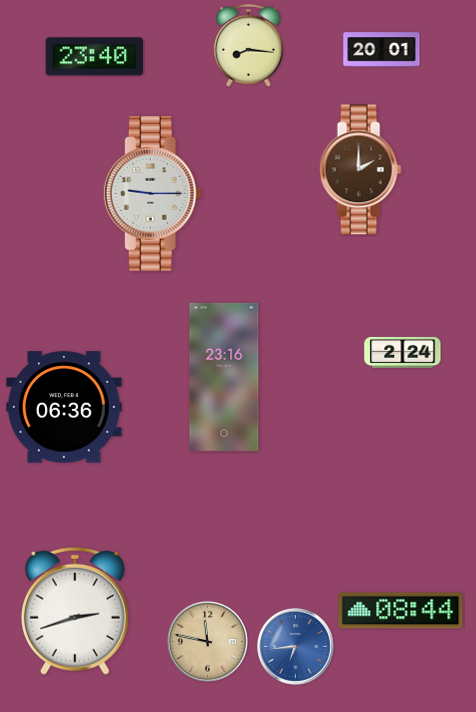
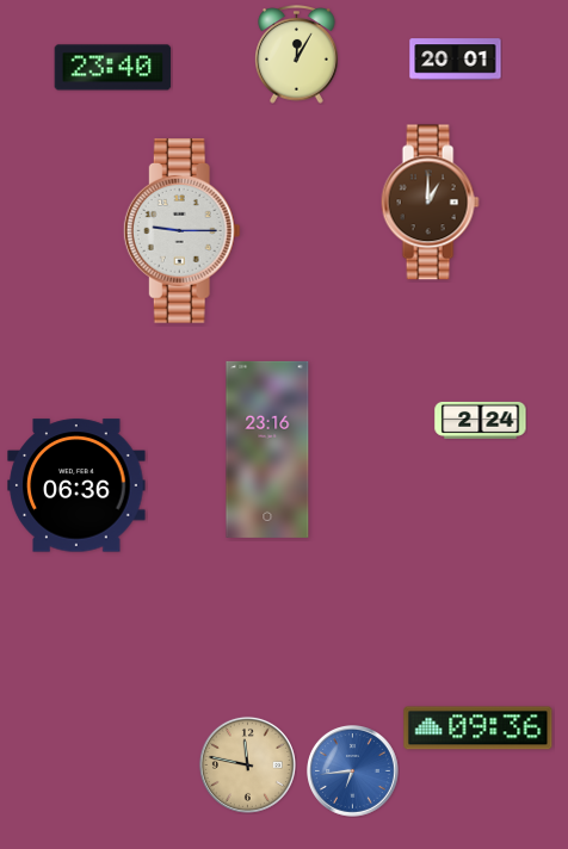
clock at (249, 46): 8:16 -> 12:05
clock at (360, 170): 2:00 -> 1:00
clock at (75, 611): 2:42 -> none
clock at (401, 611): 08:44 -> 09:36
